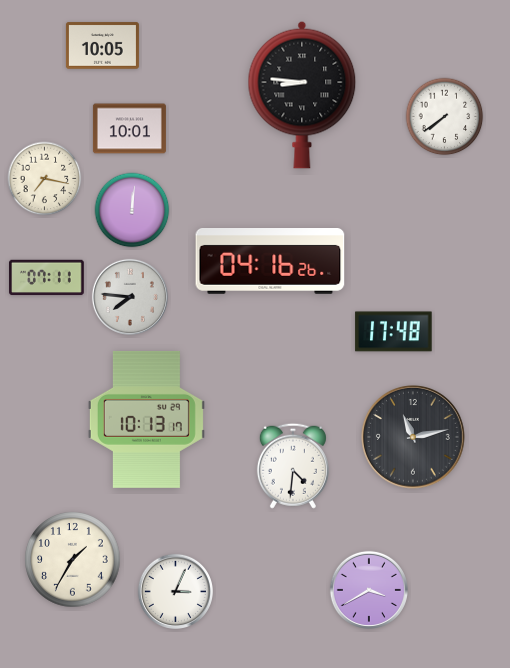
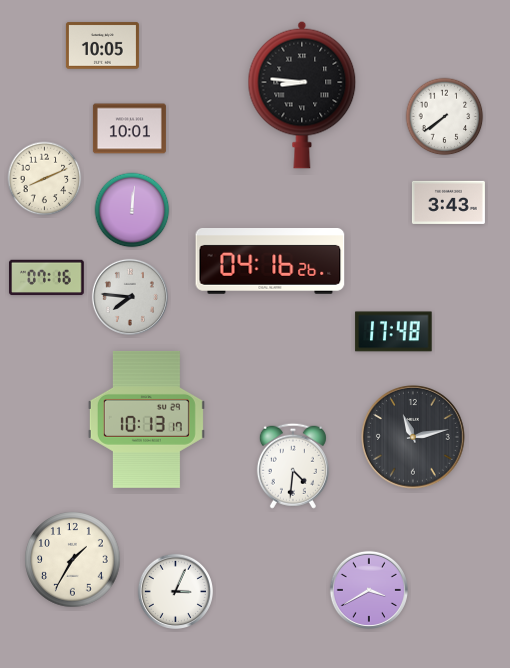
clock at (45, 179): 7:17 -> 8:11
clock at (448, 202): none -> 3:43
clock at (47, 278): 07:11 -> 07:16
